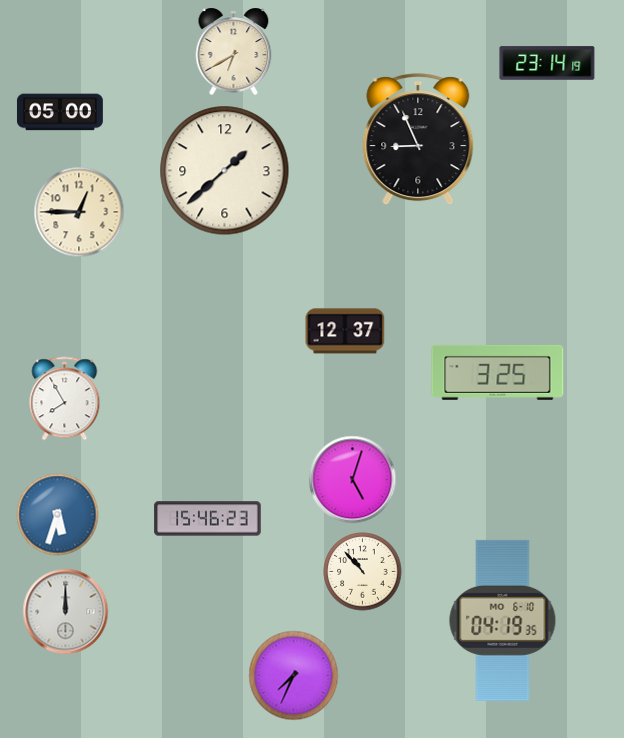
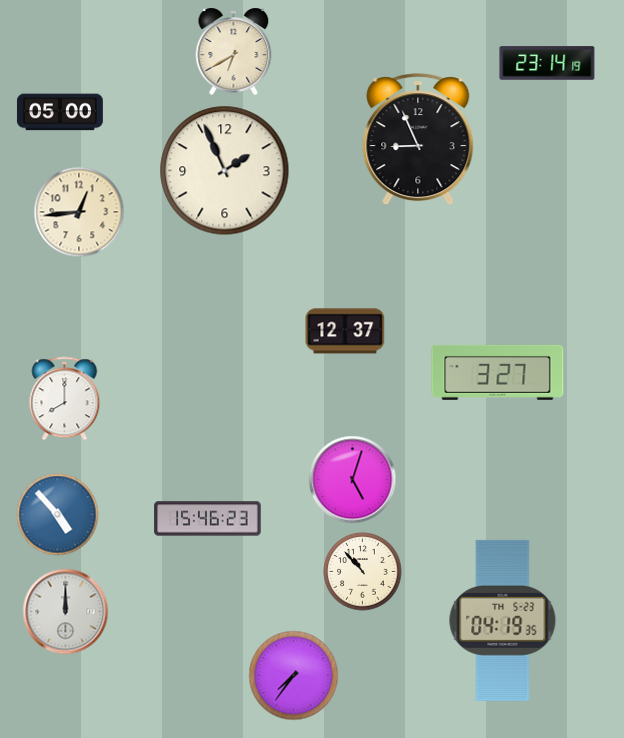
clock at (225, 171): 1:38 -> 1:56
clock at (79, 212): 12:45 -> 12:44
clock at (498, 372): 3:25 -> 3:27
clock at (65, 399): 7:55 -> 8:00
clock at (58, 515): 5:33 -> 4:53
clock at (503, 620) date: MO 6-10 -> TH 5-23
clock at (294, 676): 7:34 -> 7:36
